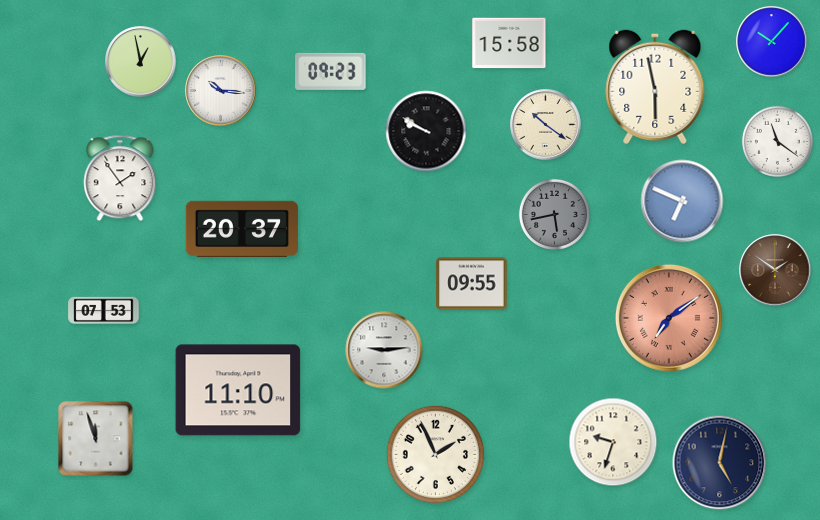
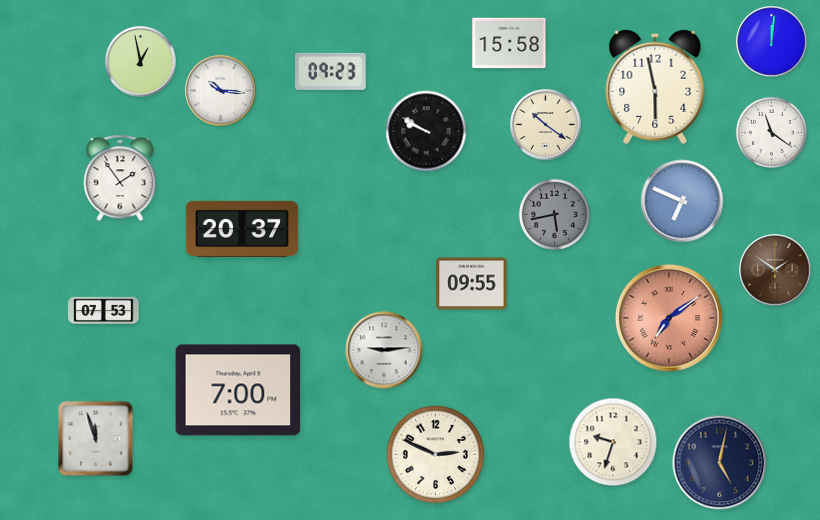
clock at (772, 42): 10:07 -> 12:01
clock at (777, 141) position: (777, 141) -> (771, 132)
clock at (238, 390): 11:10 -> 7:00
clock at (435, 454): 1:56 -> 2:49
